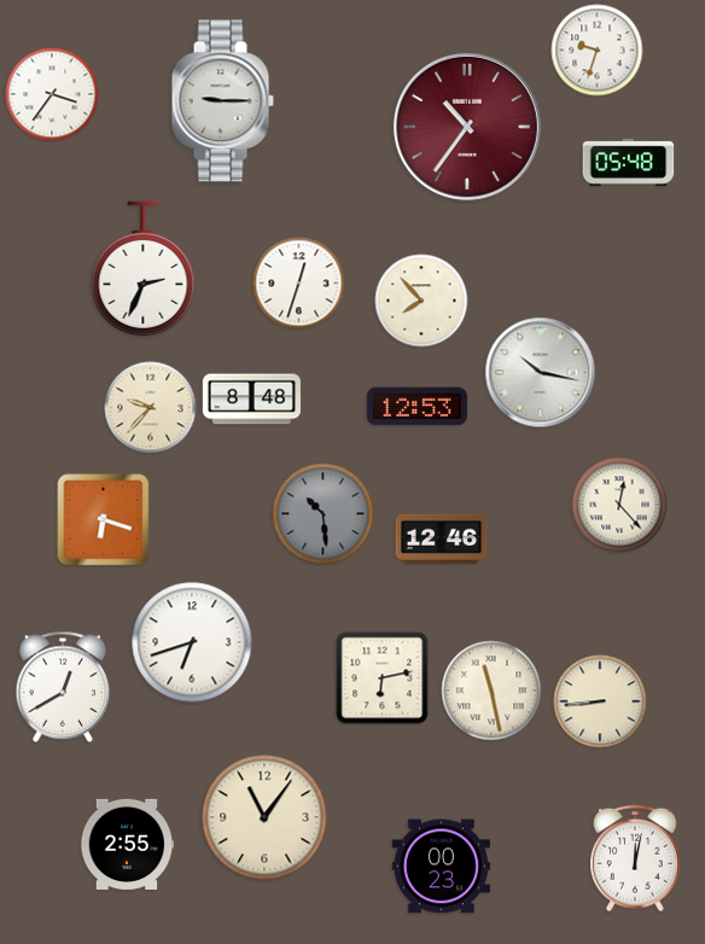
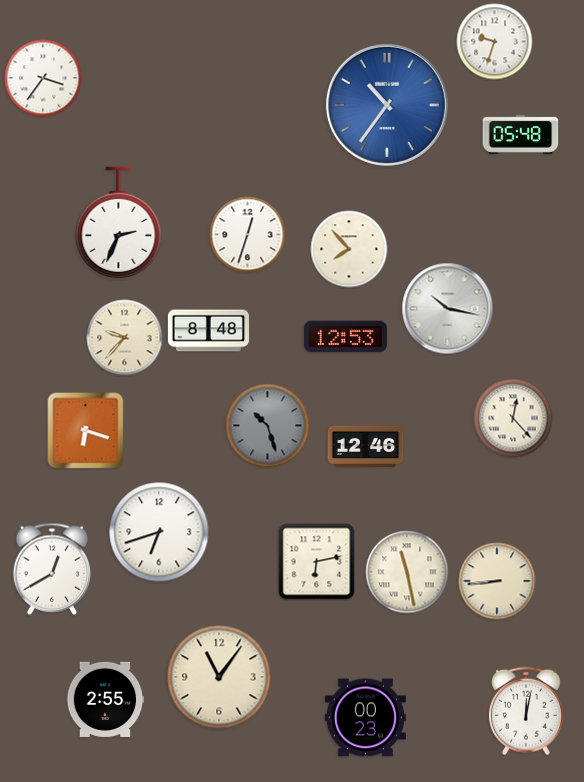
clock at (222, 101): 9:15 -> none
clock at (467, 127) dial: burgundy -> blue
clock at (324, 514): 10:29 -> 10:27
